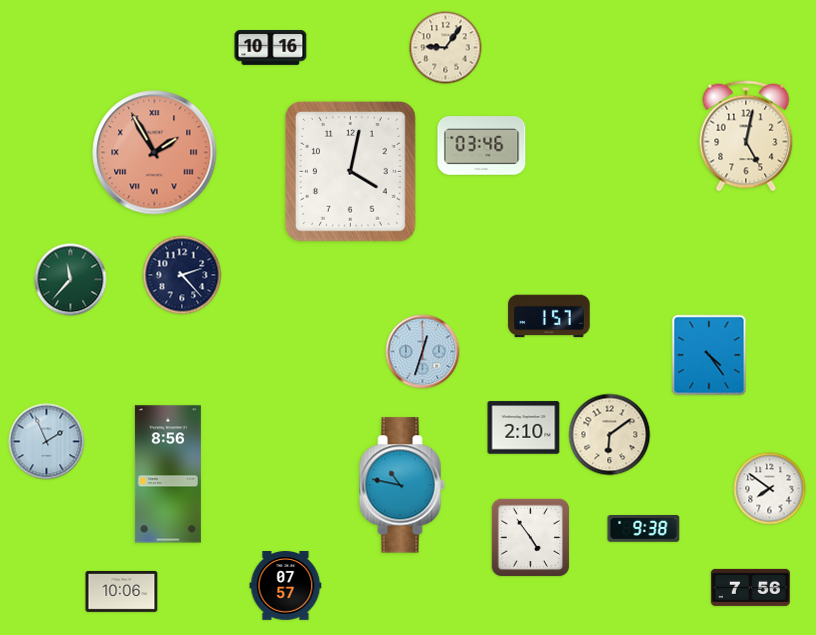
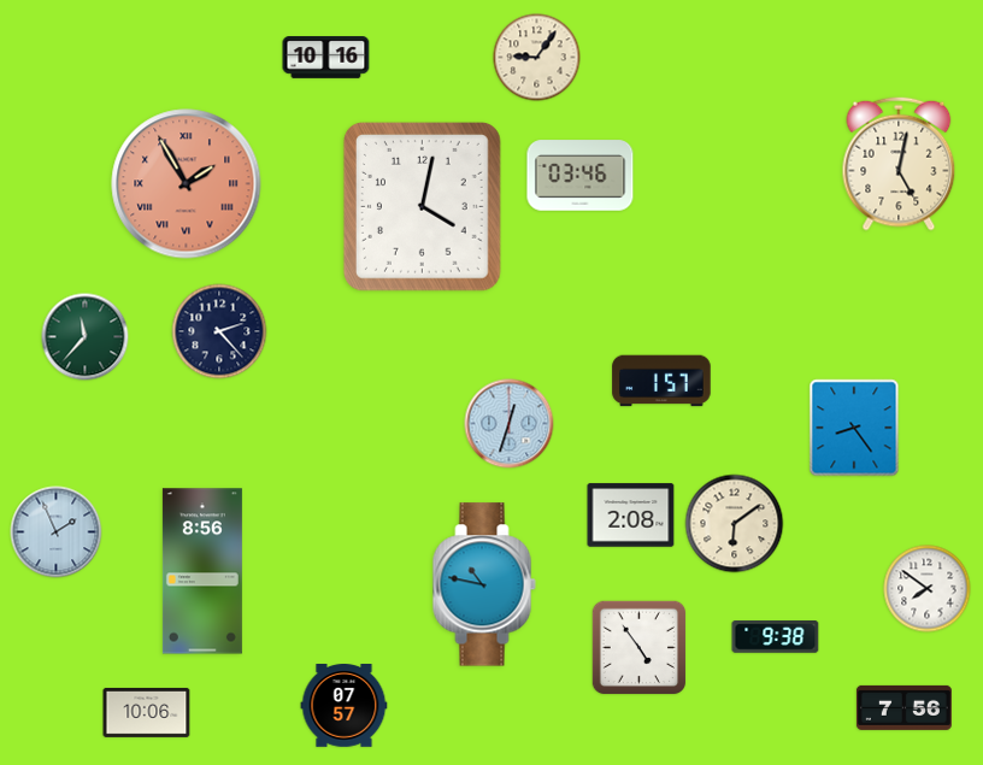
clock at (709, 355): 4:24 -> 8:24
clock at (524, 428): 2:10 -> 2:08
